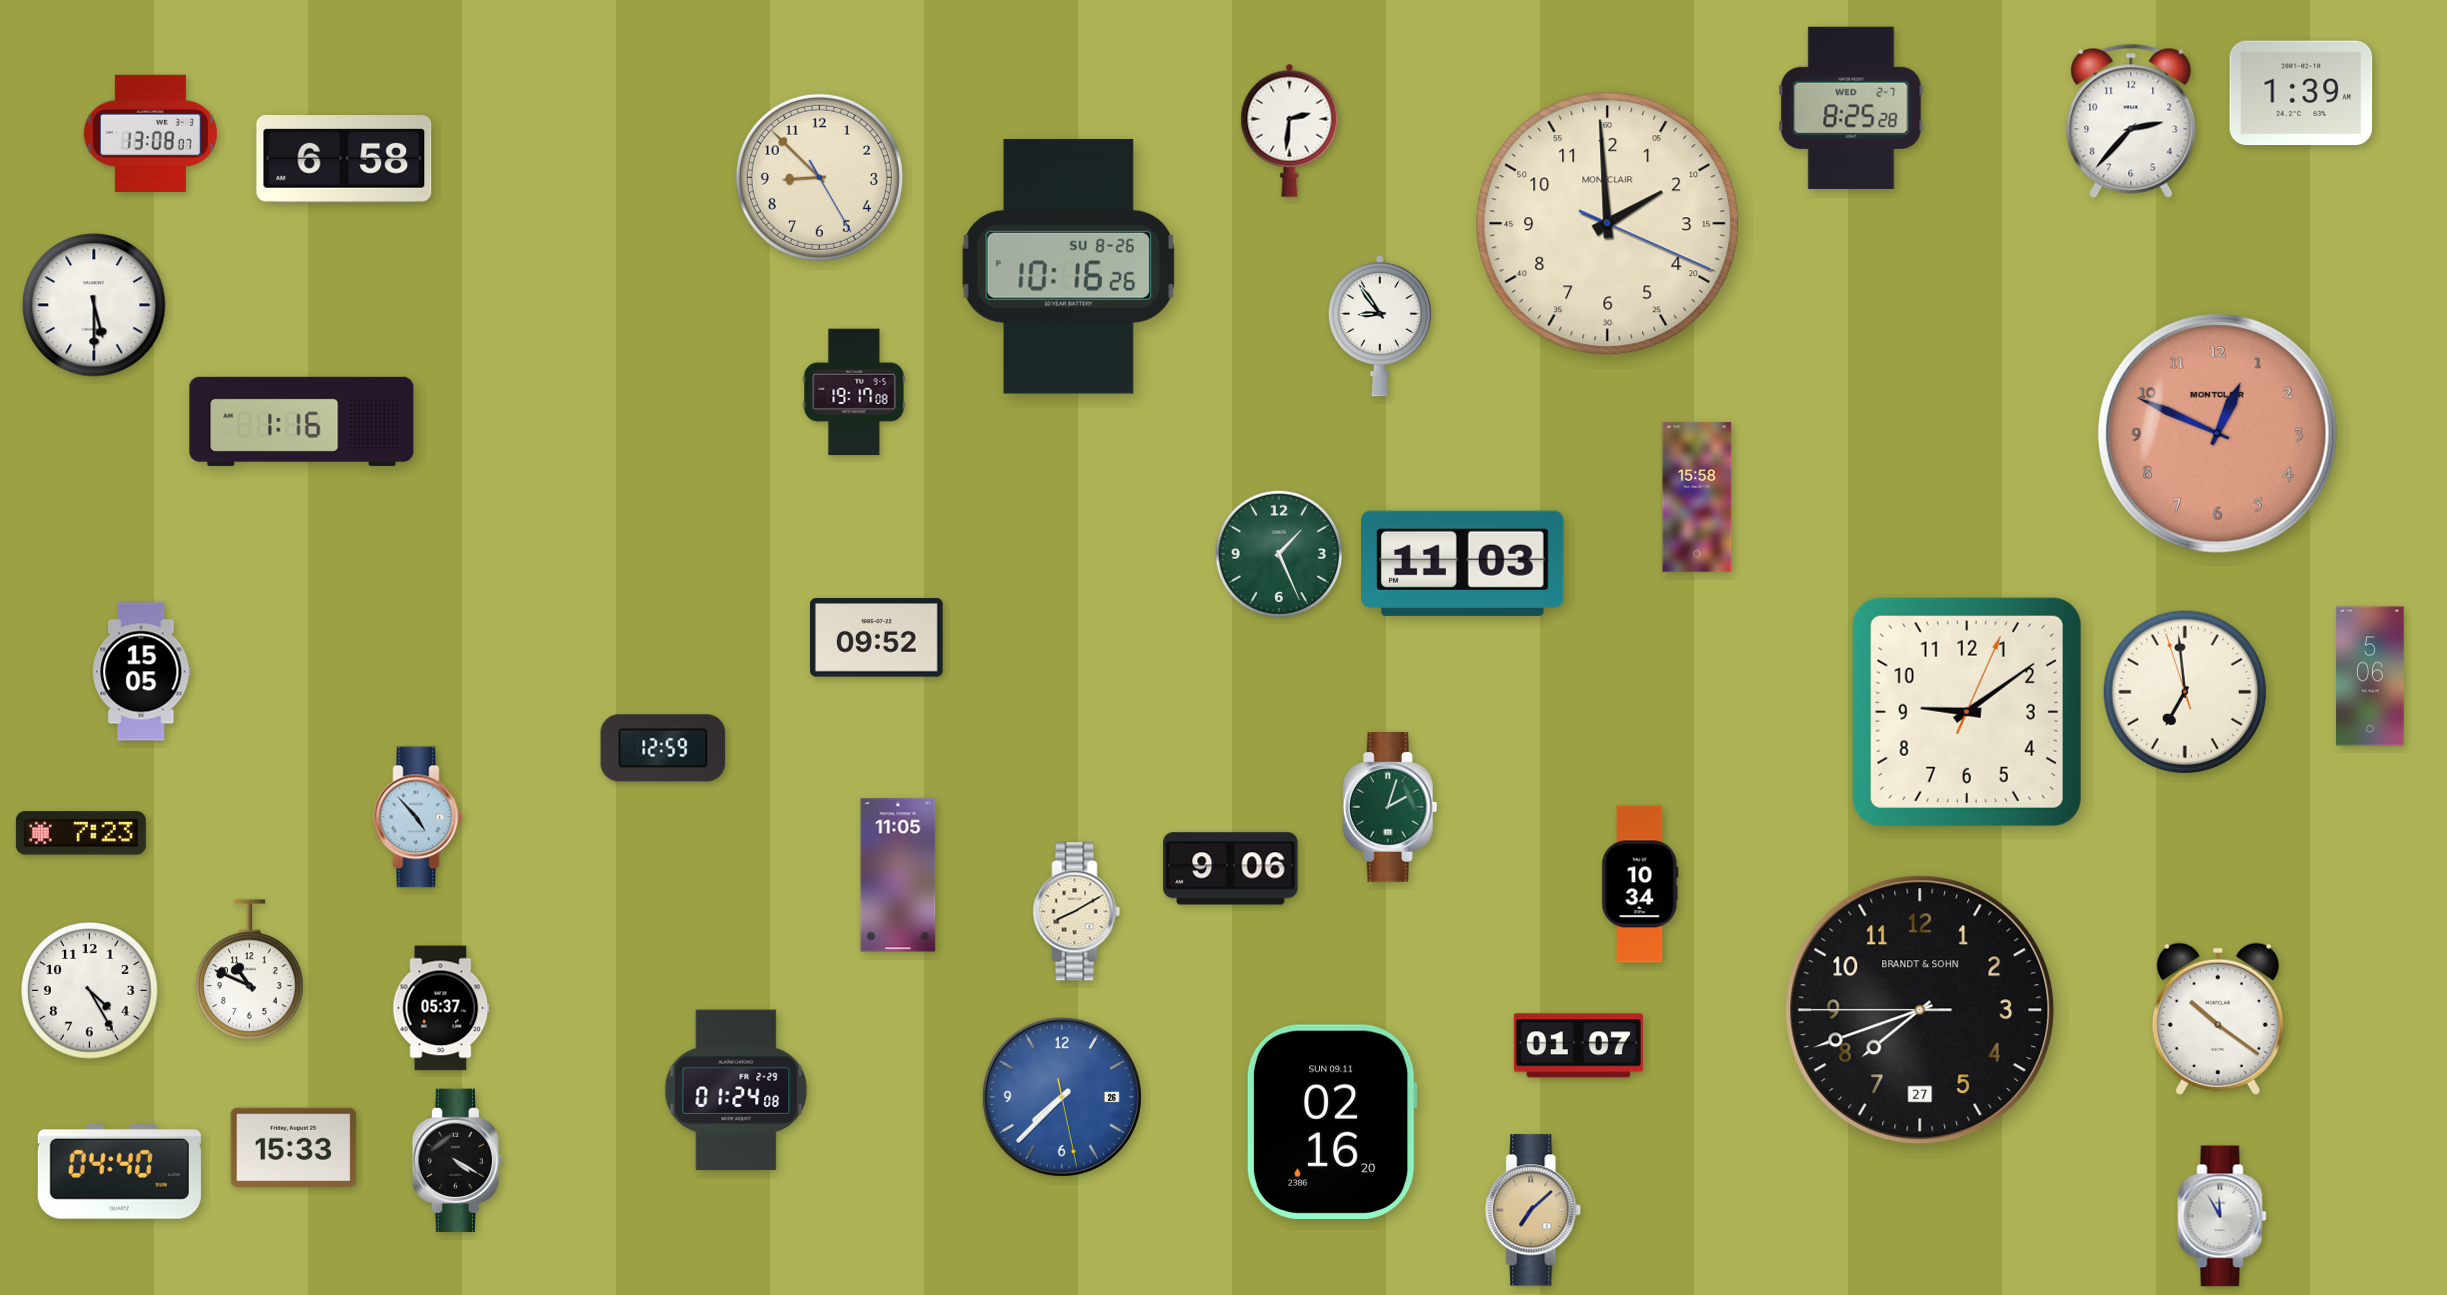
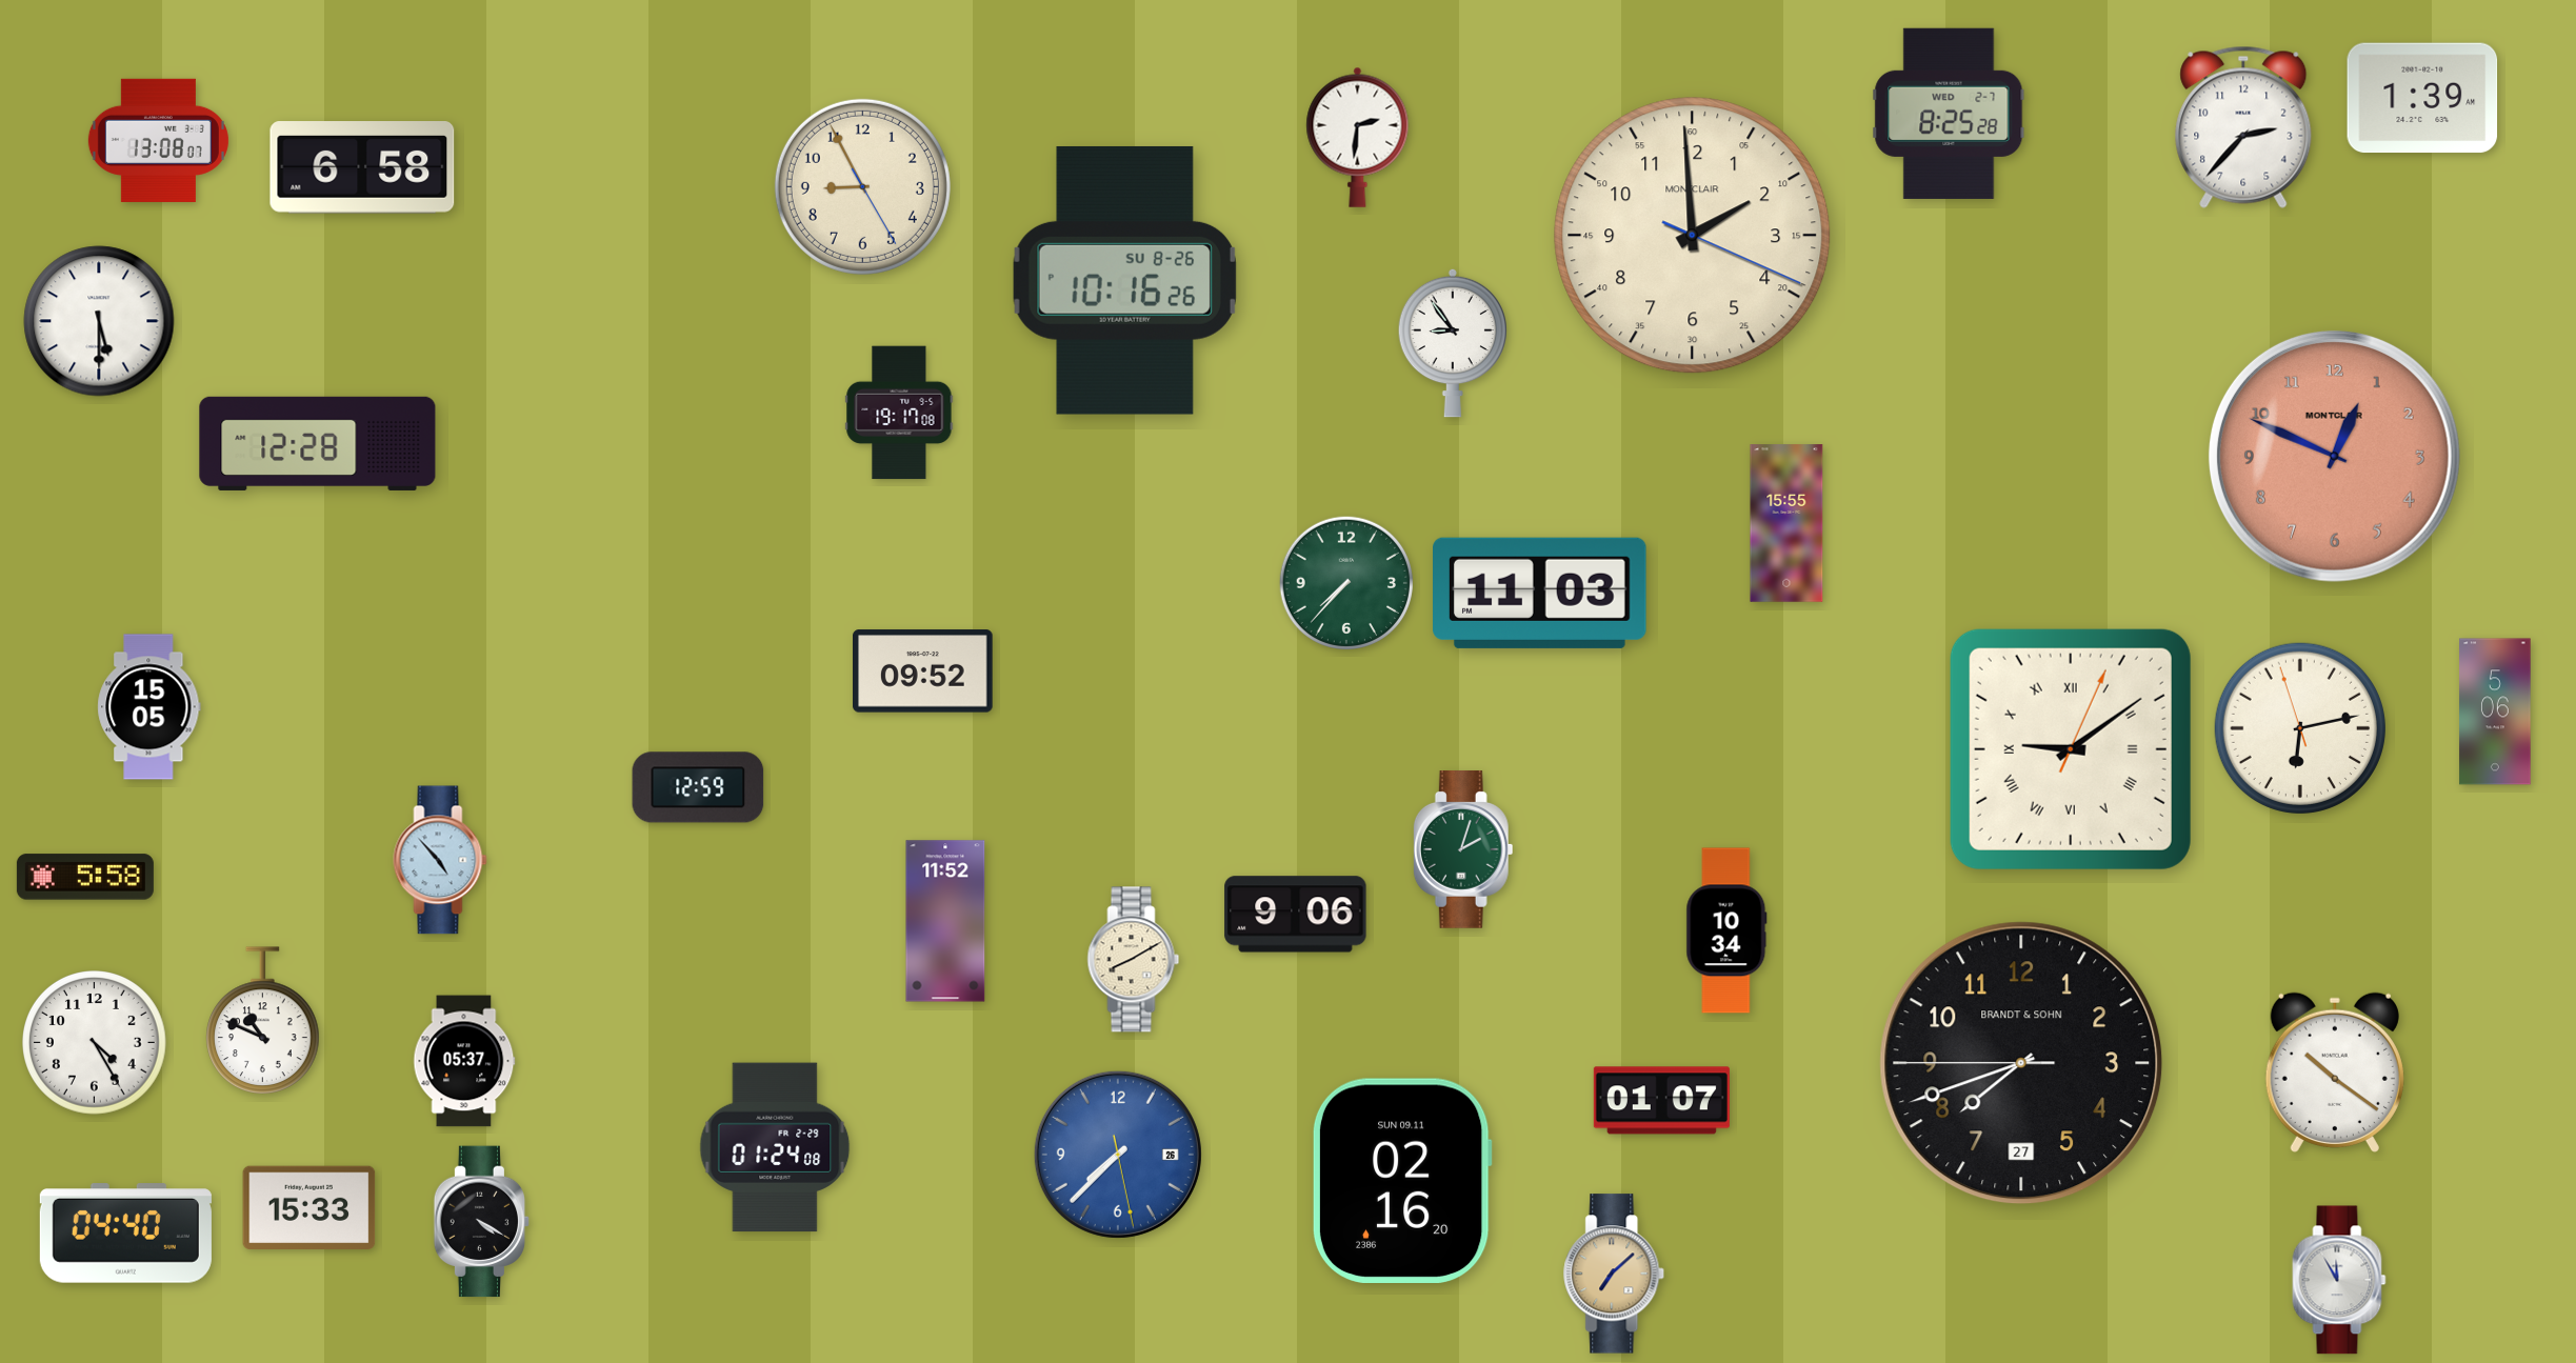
clock at (819, 177): 8:52 -> 8:55
clock at (302, 421): 1:16 -> 12:28
clock at (1697, 497): 15:58 -> 15:55
clock at (1279, 554): 1:26 -> 7:37
clock at (2185, 692): 6:58 -> 6:12
clock at (1967, 712) numerals: Arabic -> Roman
clock at (81, 833): 7:23 -> 5:58
clock at (898, 875): 11:05 -> 11:52
